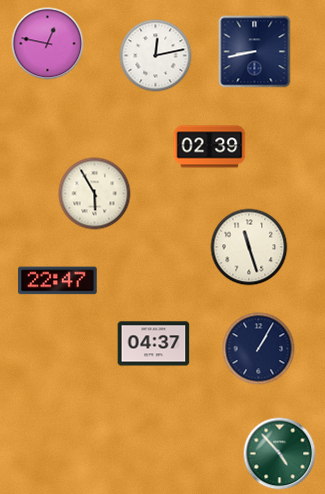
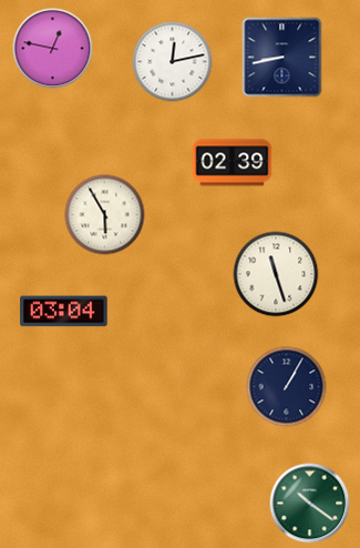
clock at (58, 281): 22:47 -> 03:04
clock at (154, 344): 04:37 -> none
clock at (280, 454): 4:53 -> 10:21
